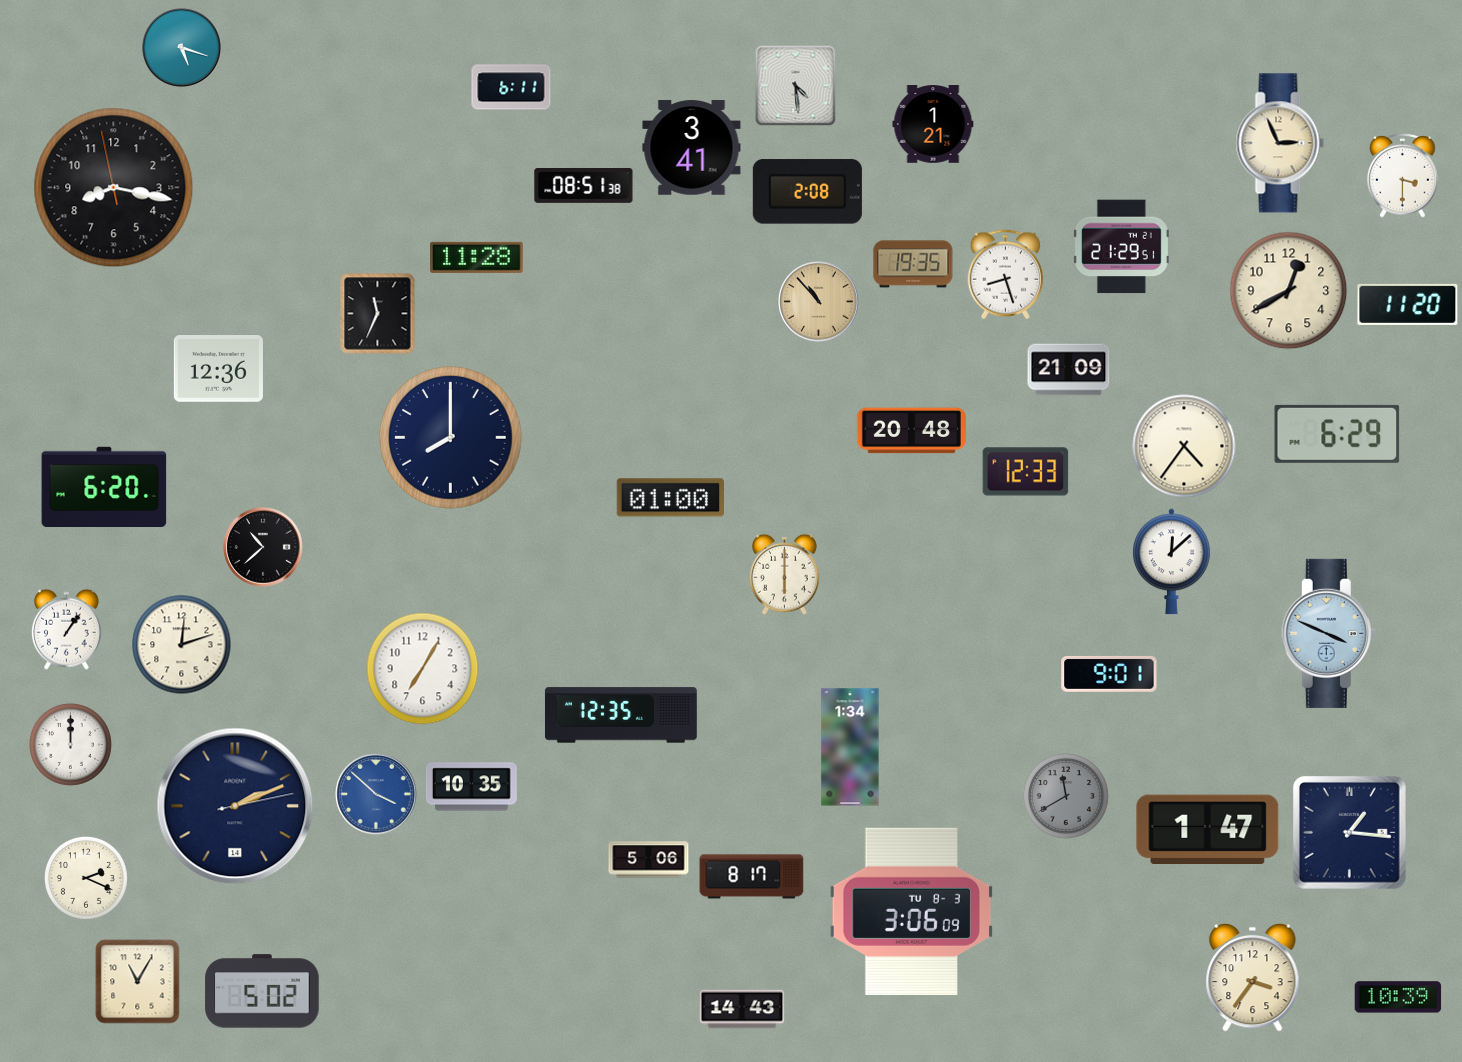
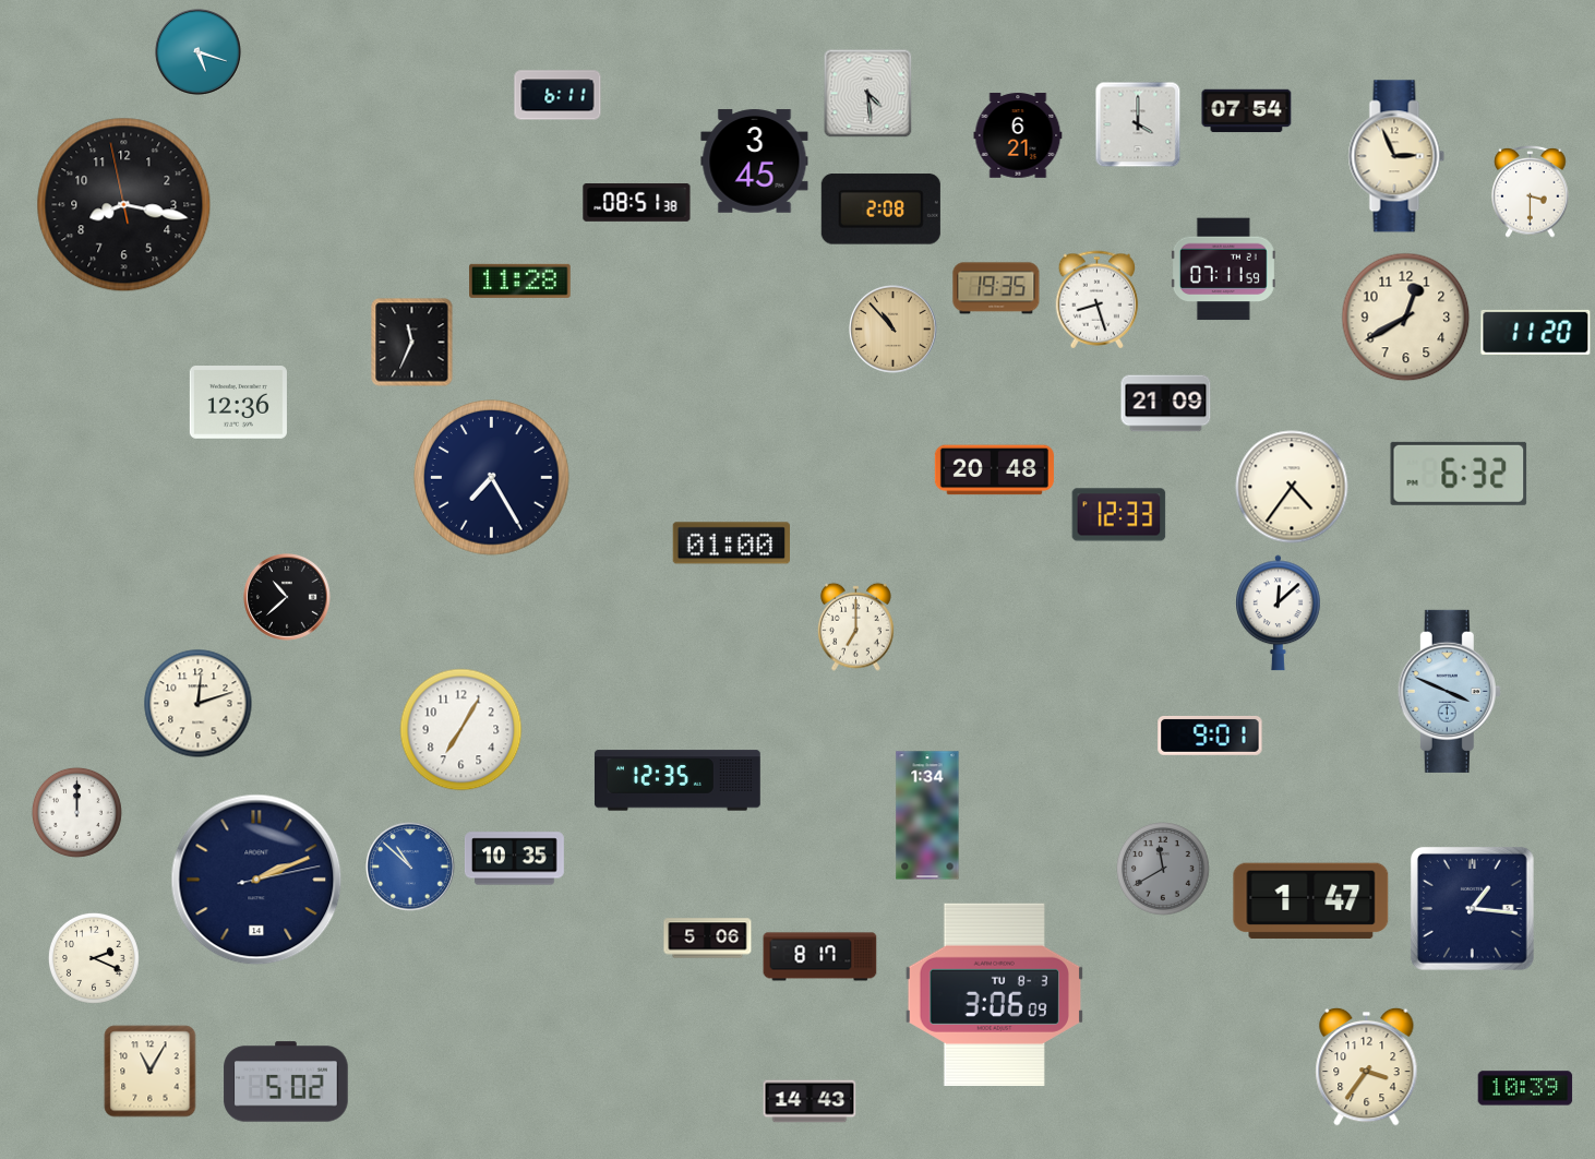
clock at (1247, 111): none -> 07:54
clock at (1138, 124): none -> 4:00
clock at (933, 124): 1:21 -> 6:21
clock at (692, 148): 3:41 -> 3:45
clock at (1121, 247): 21:29 -> 07:11
clock at (1337, 434): 6:29 -> 6:32
clock at (451, 438): 8:00 -> 7:25
clock at (104, 486): 6:20 -> none
clock at (784, 574): 6:00 -> 7:00
clock at (66, 629): 1:06 -> none
clock at (376, 794): 3:52 -> 10:52
clock at (1208, 829) position: (1208, 829) -> (1311, 900)
